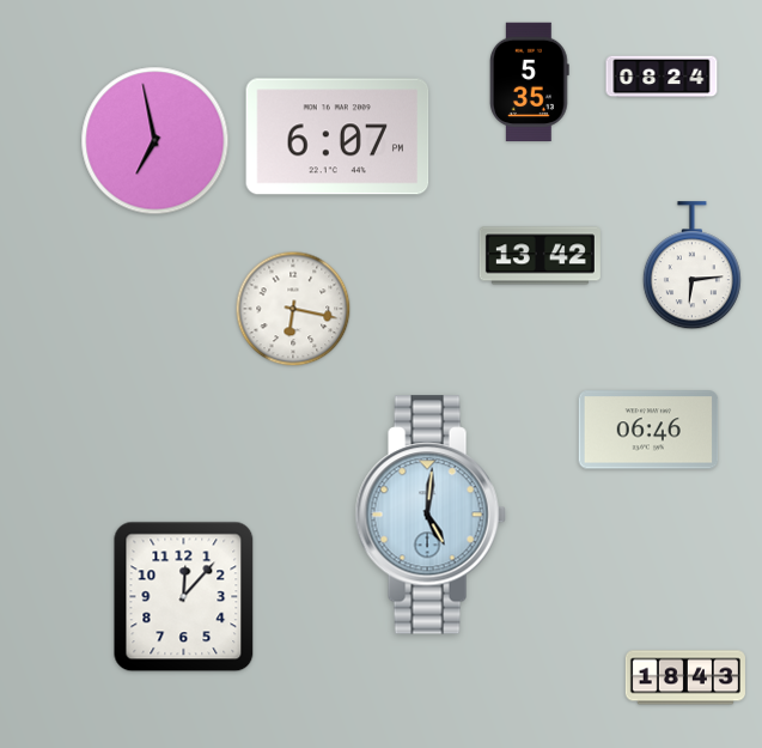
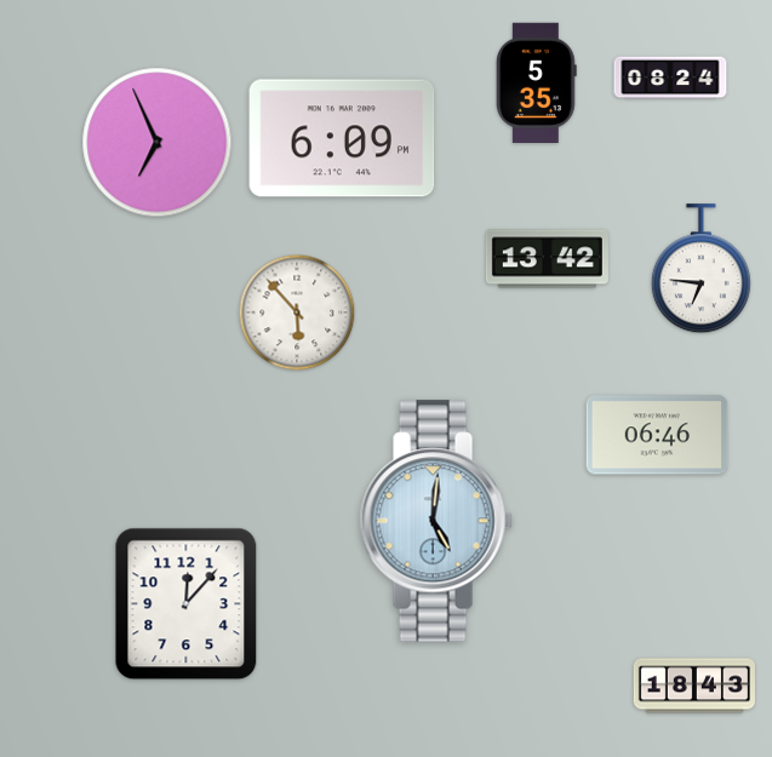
clock at (337, 136): 6:07 -> 6:09
clock at (156, 141): 6:58 -> 6:56
clock at (691, 266): 6:14 -> 6:46
clock at (293, 309): 6:17 -> 5:53
